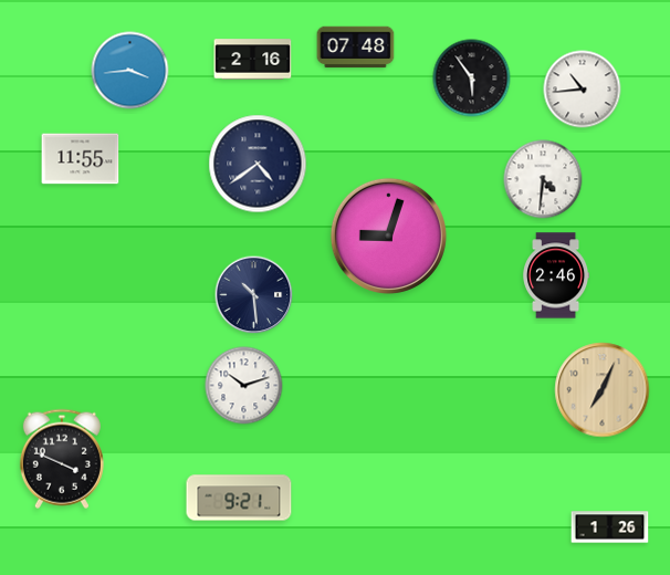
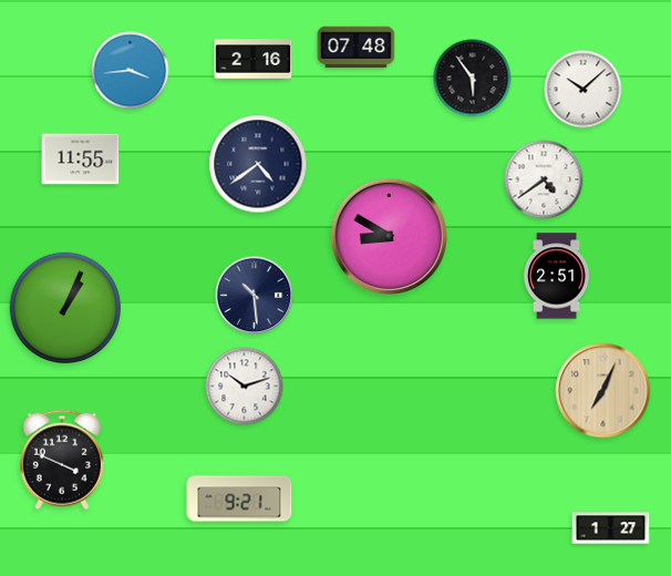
clock at (583, 90): 10:44 -> 10:08
clock at (543, 179): 4:31 -> 4:39
clock at (388, 236): 9:03 -> 8:50
clock at (556, 275): 2:46 -> 2:51
clock at (64, 307): none -> 1:04
clock at (610, 527): 1:26 -> 1:27
